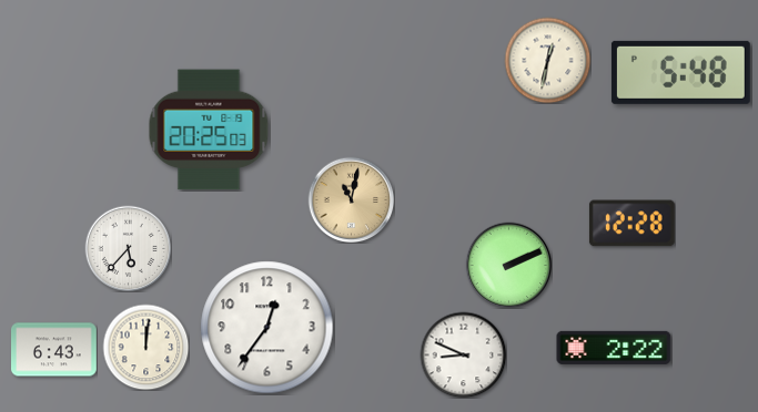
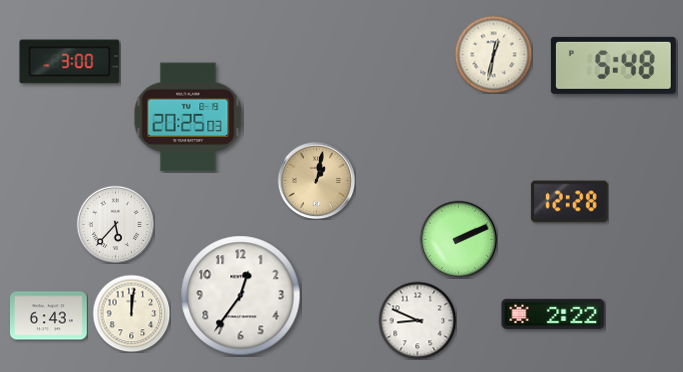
clock at (70, 62): none -> 3:00
clock at (351, 199): 11:02 -> 1:02
